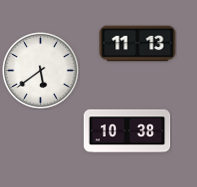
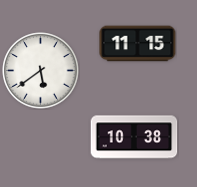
clock at (138, 44): 11:13 -> 11:15
clock at (127, 131) position: (127, 131) -> (134, 137)
